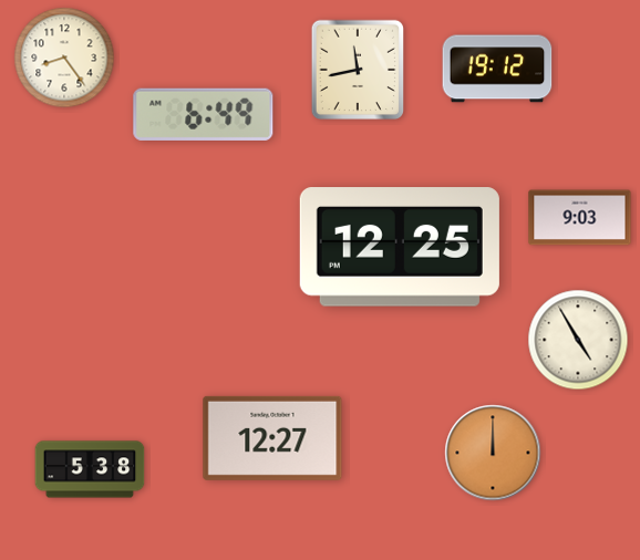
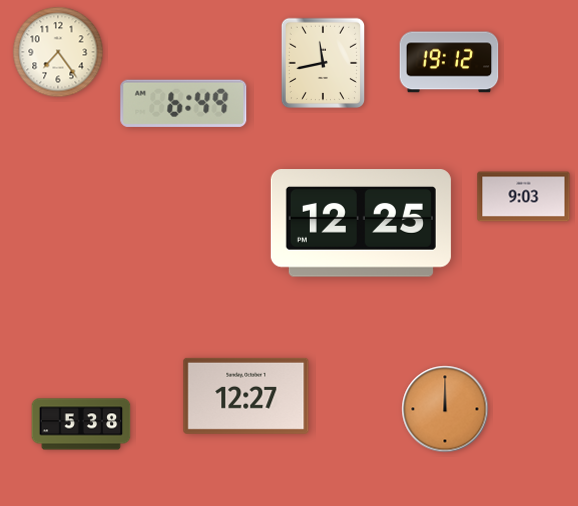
clock at (64, 58): 8:24 -> 7:24
clock at (578, 340): 4:55 -> none
